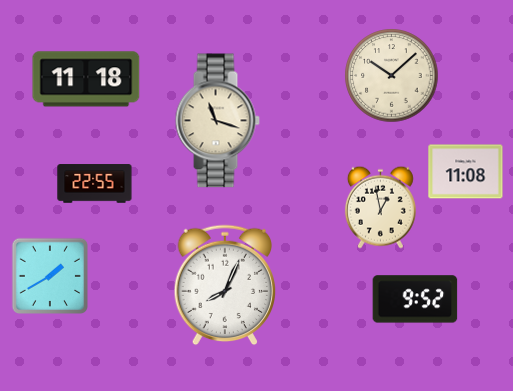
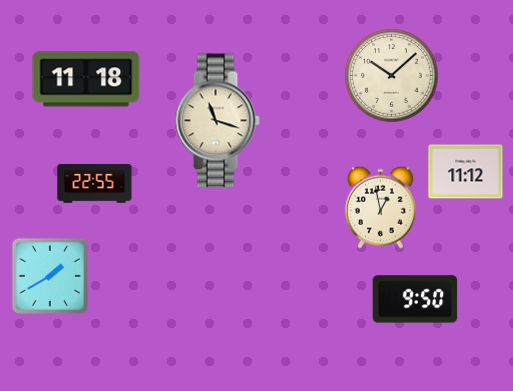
clock at (466, 172): 11:08 -> 11:12
clock at (225, 285): 8:04 -> none
clock at (415, 299): 9:52 -> 9:50
